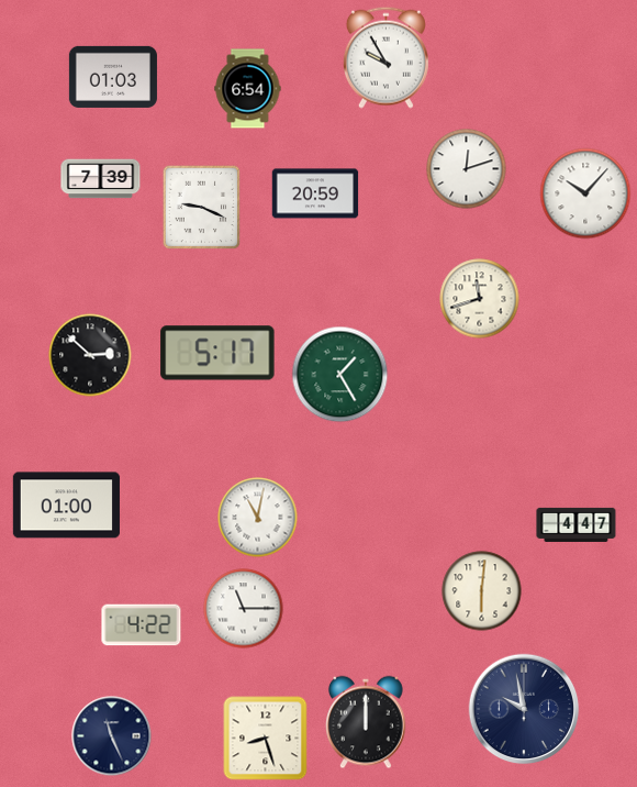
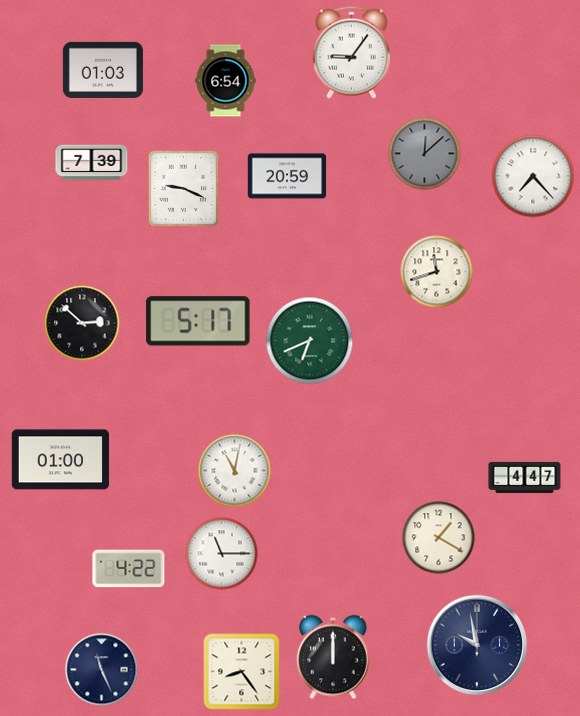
clock at (385, 57): 9:55 -> 9:06
clock at (467, 169): 12:12 -> 12:08
clock at (467, 169) dial: white -> grey
clock at (585, 193): 10:07 -> 7:23
clock at (340, 375): 1:25 -> 6:41
clock at (482, 591): 6:01 -> 1:20
clock at (266, 739): 8:27 -> 8:24
